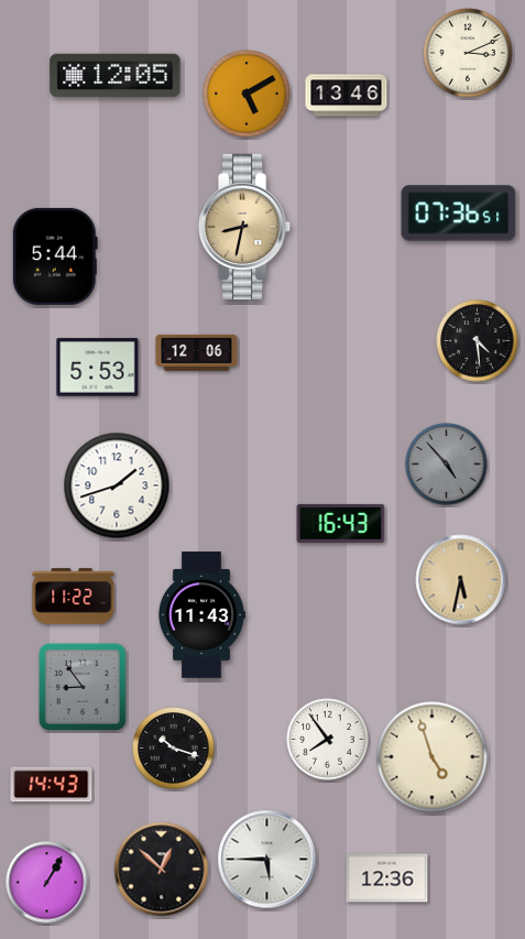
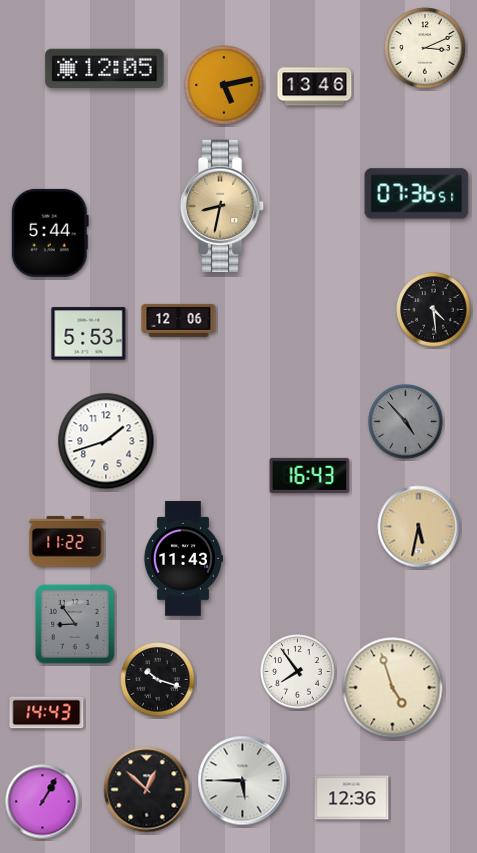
clock at (247, 94): 5:10 -> 5:13
